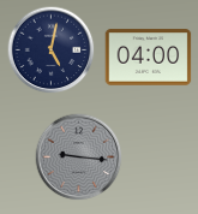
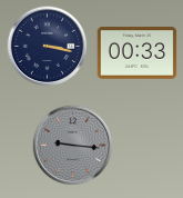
clock at (52, 50): 5:02 -> 3:17
clock at (149, 58): 04:00 -> 00:33
